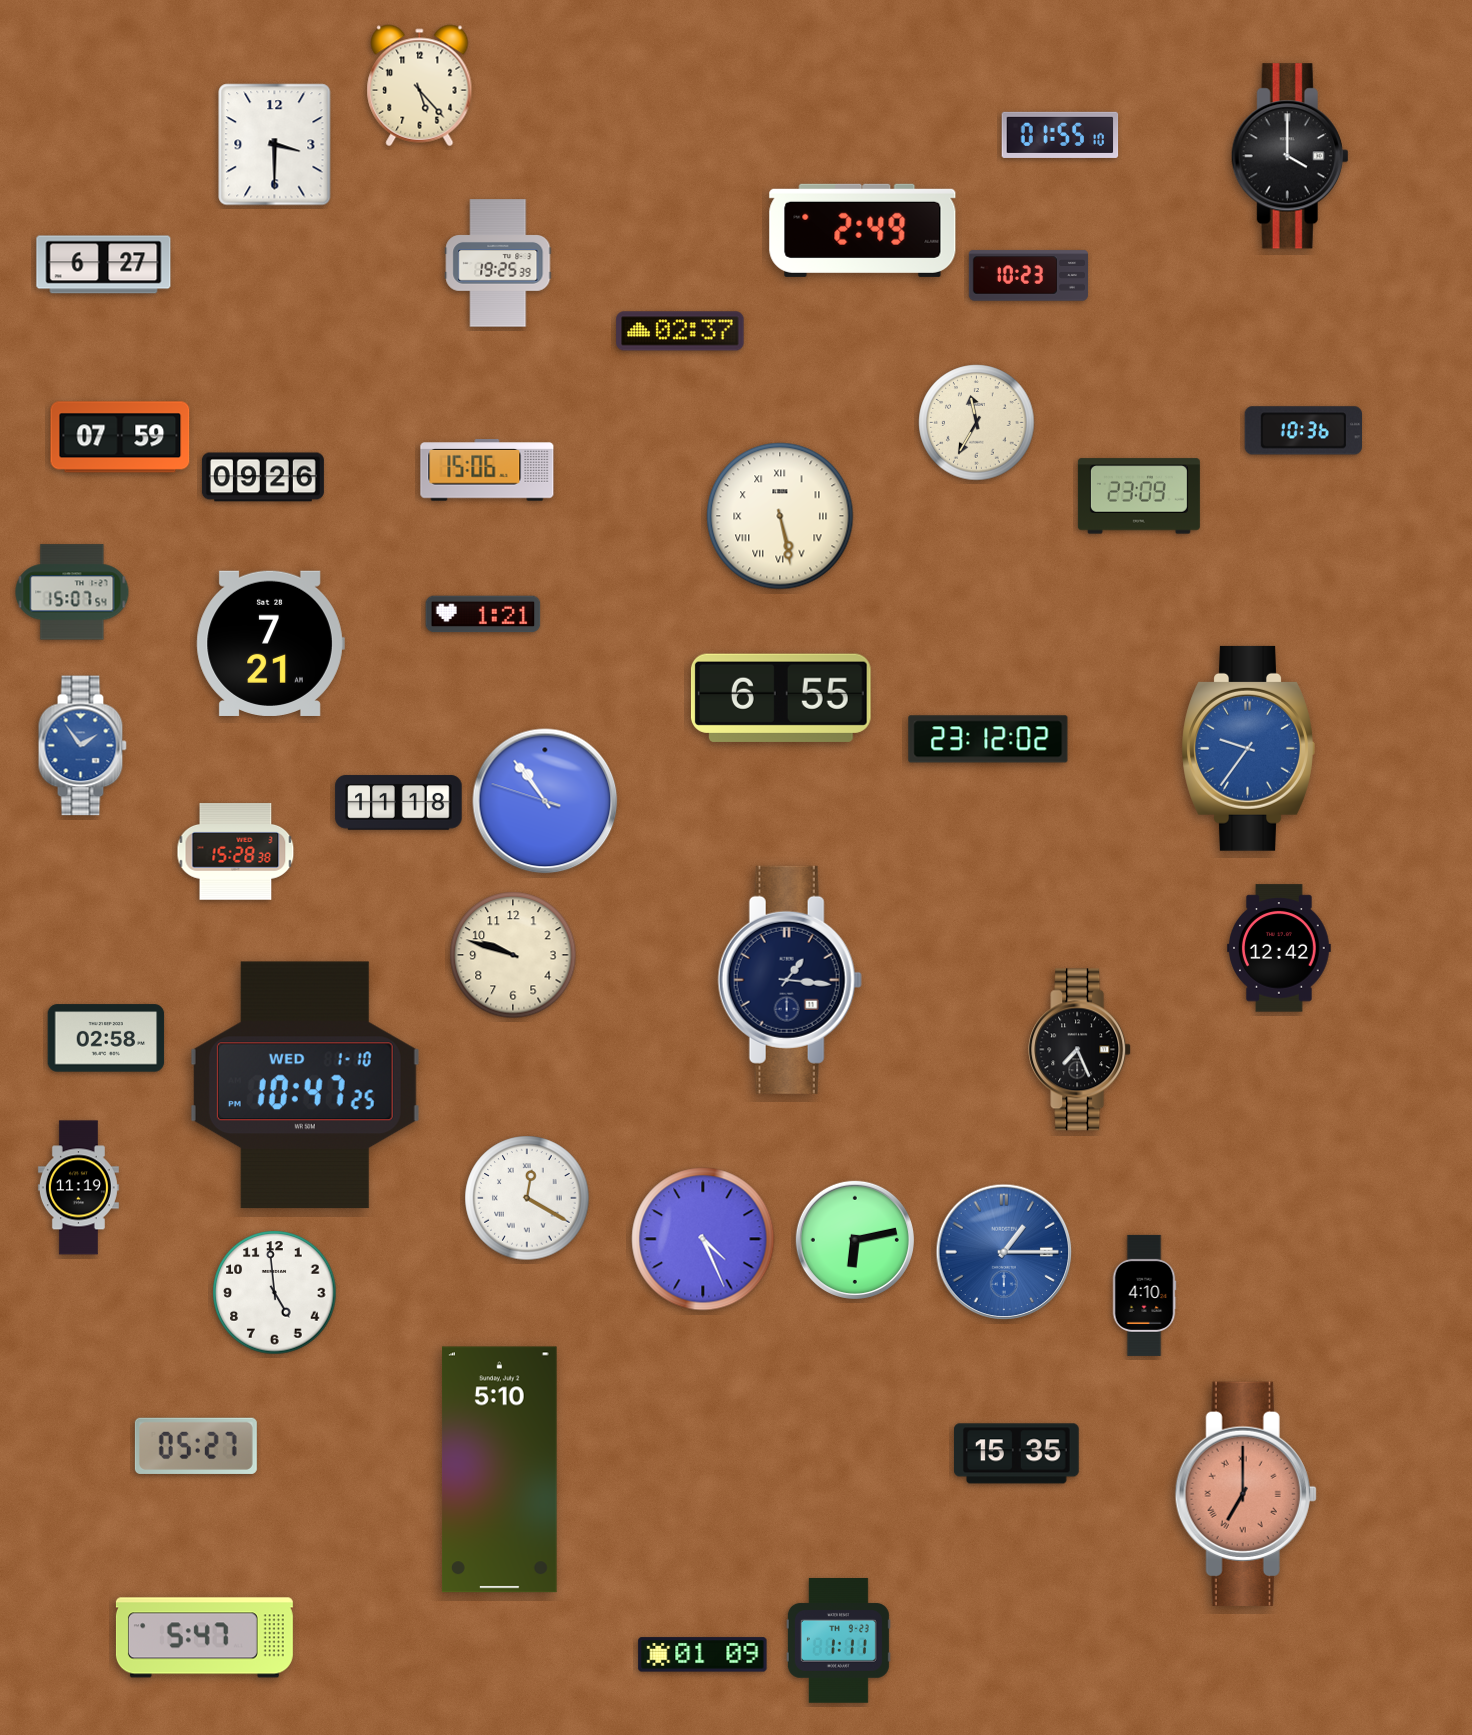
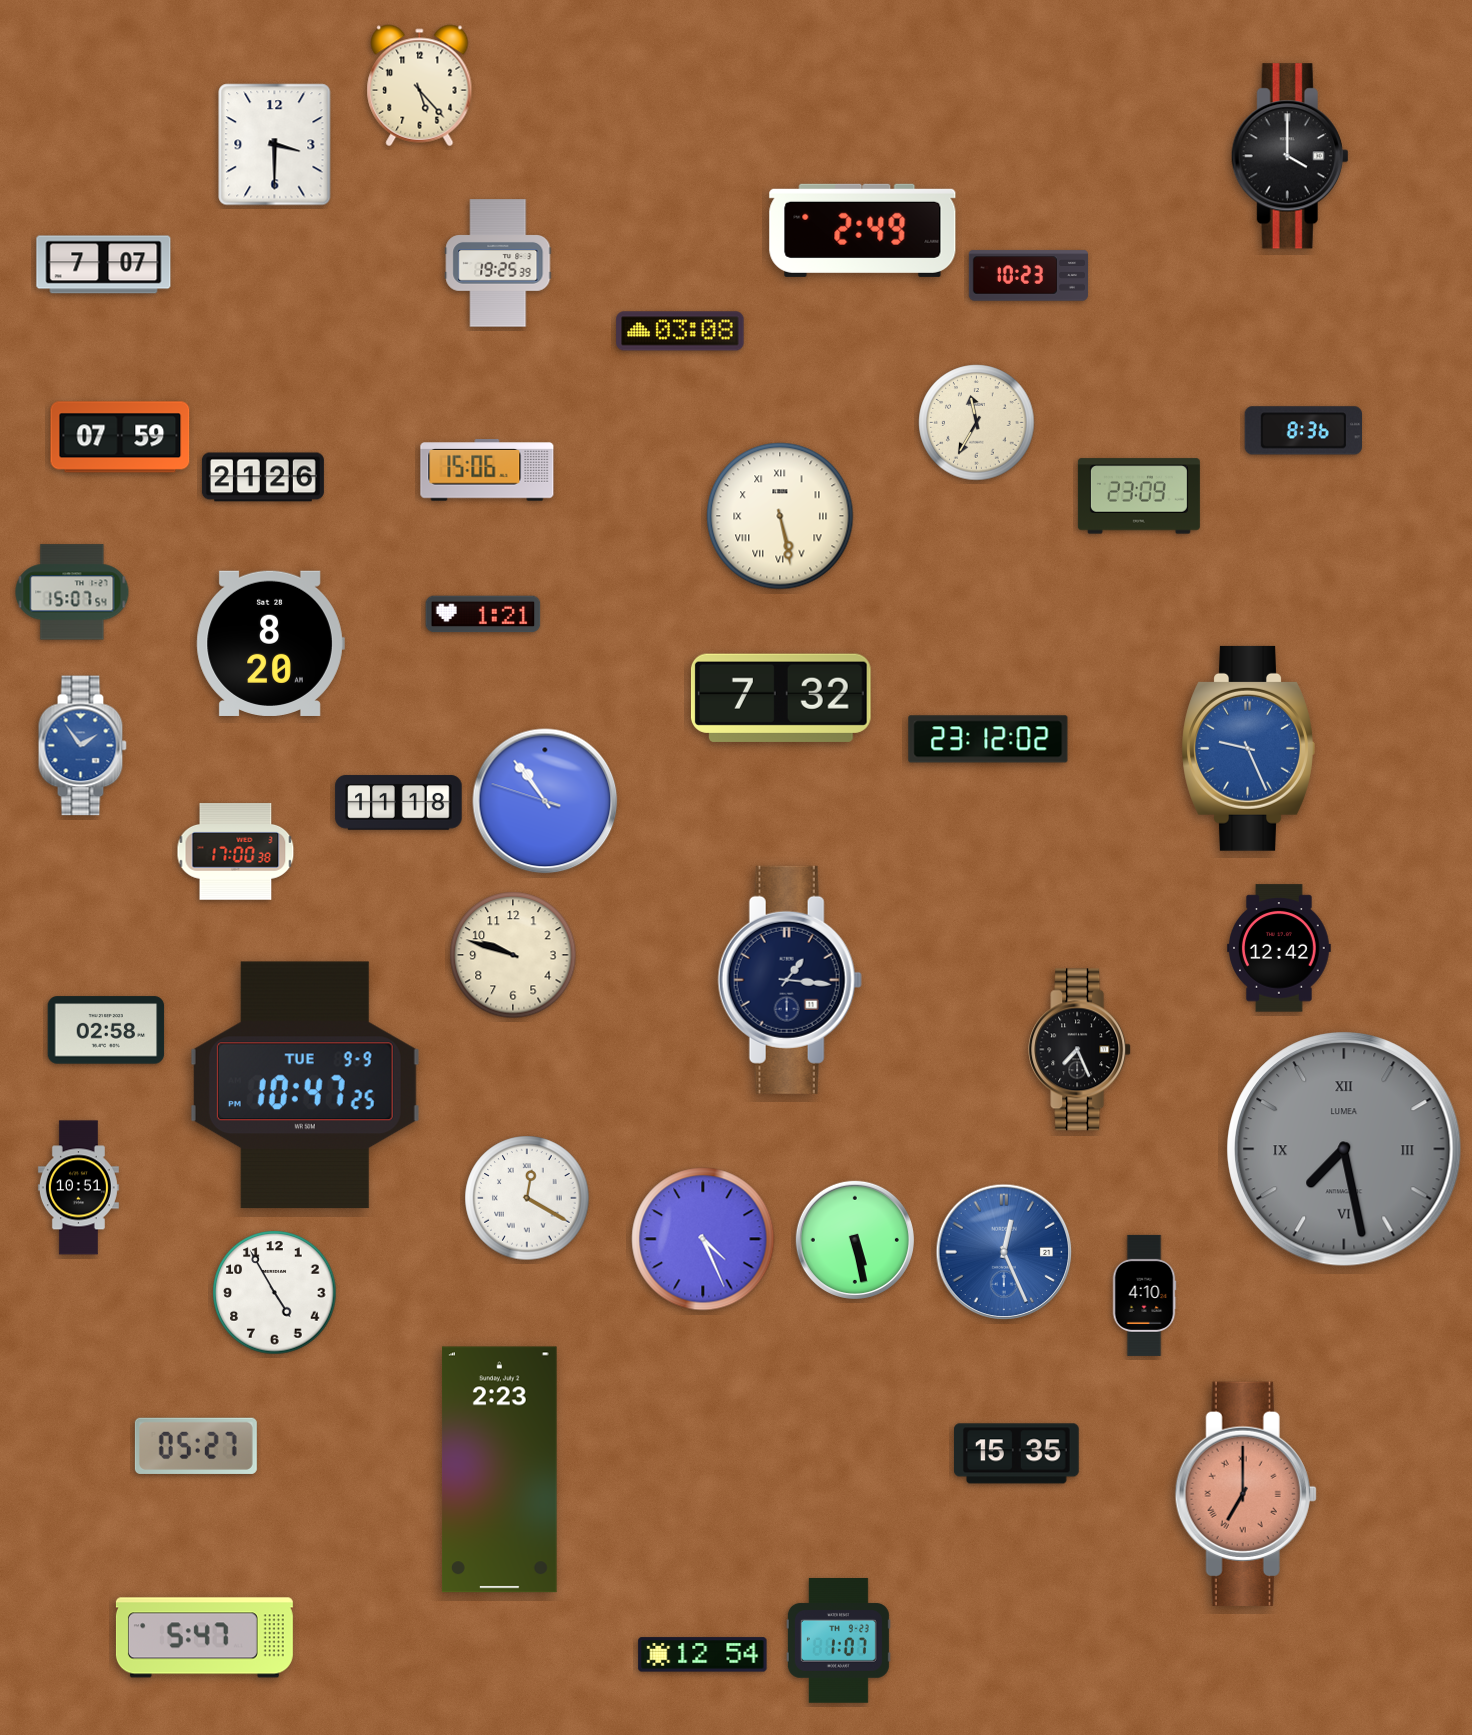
clock at (1060, 135): 01:55 -> none
clock at (104, 265): 6:27 -> 7:07
clock at (680, 331): 02:37 -> 03:08
clock at (1303, 431): 10:36 -> 8:36
clock at (263, 477): 09:26 -> 21:26
clock at (270, 643): 7:21 -> 8:20
clock at (781, 698): 6:55 -> 7:32
clock at (1248, 748): 9:36 -> 9:26
clock at (236, 852): 15:28 -> 17:00
clock at (106, 1038) position: (106, 1038) -> (106, 1030)
clock at (305, 1085) date: WED 1-10 -> TUE 9-9
clock at (1344, 1149): none -> 7:28
clock at (78, 1188): 11:19 -> 10:51
clock at (855, 1240): 6:13 -> 5:28
clock at (1004, 1252): 1:15 -> 12:26
clock at (275, 1293): 4:59 -> 4:55
clock at (500, 1470): 5:10 -> 2:23
clock at (838, 1641): 1:11 -> 1:07
clock at (703, 1655): 01:09 -> 12:54
